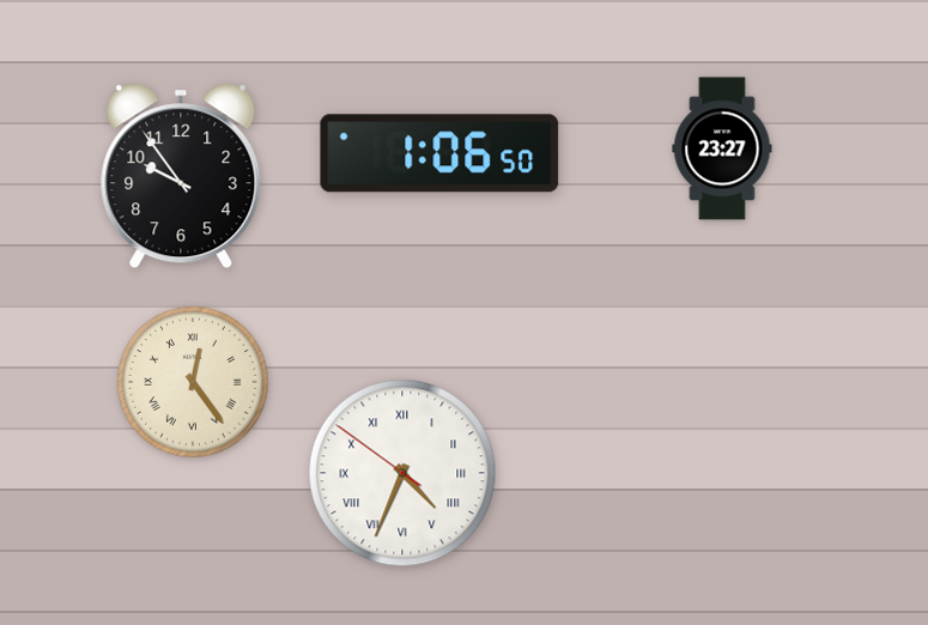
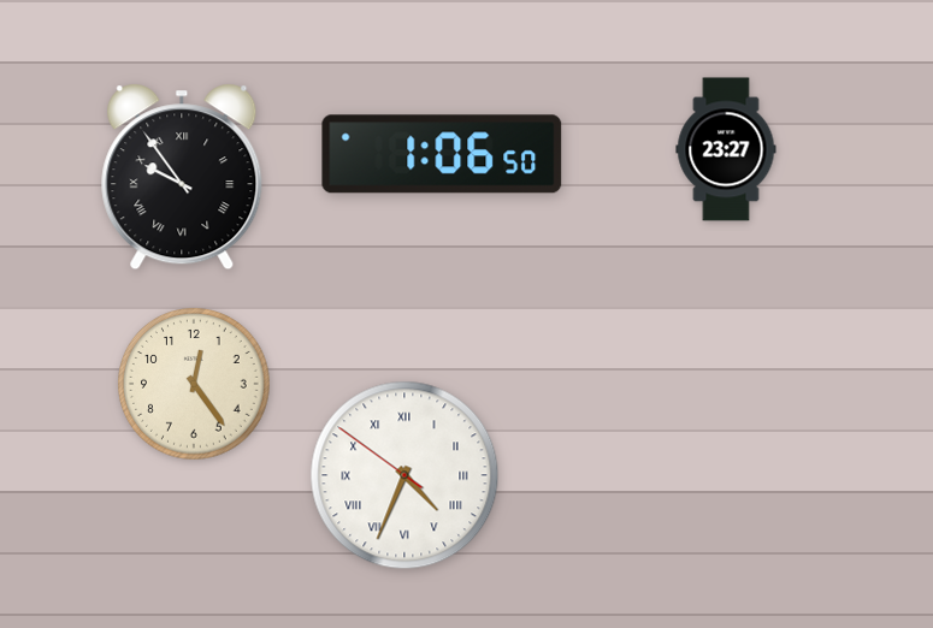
clock at (181, 176) numerals: Arabic -> Roman
clock at (193, 382) numerals: Roman -> Arabic
